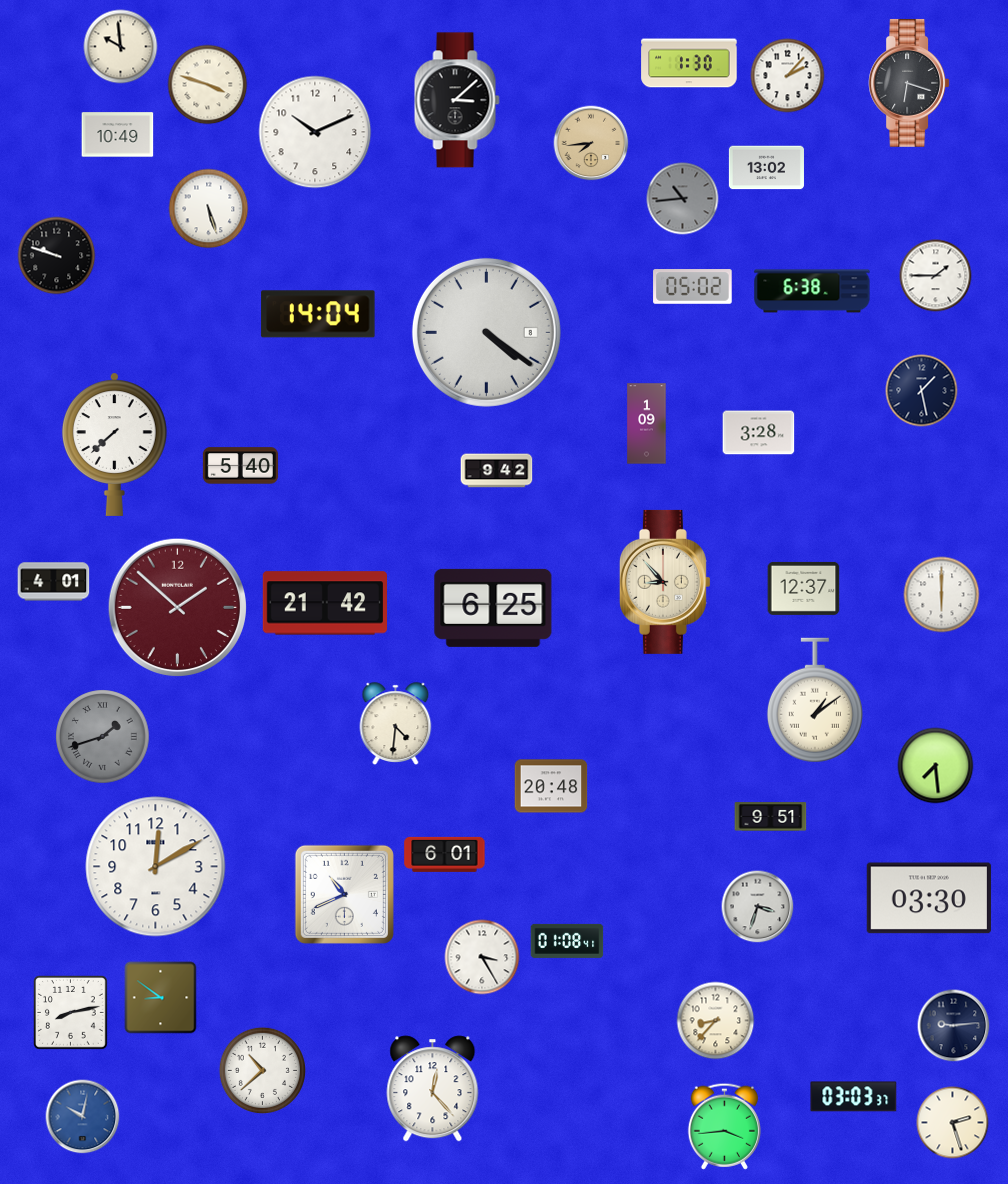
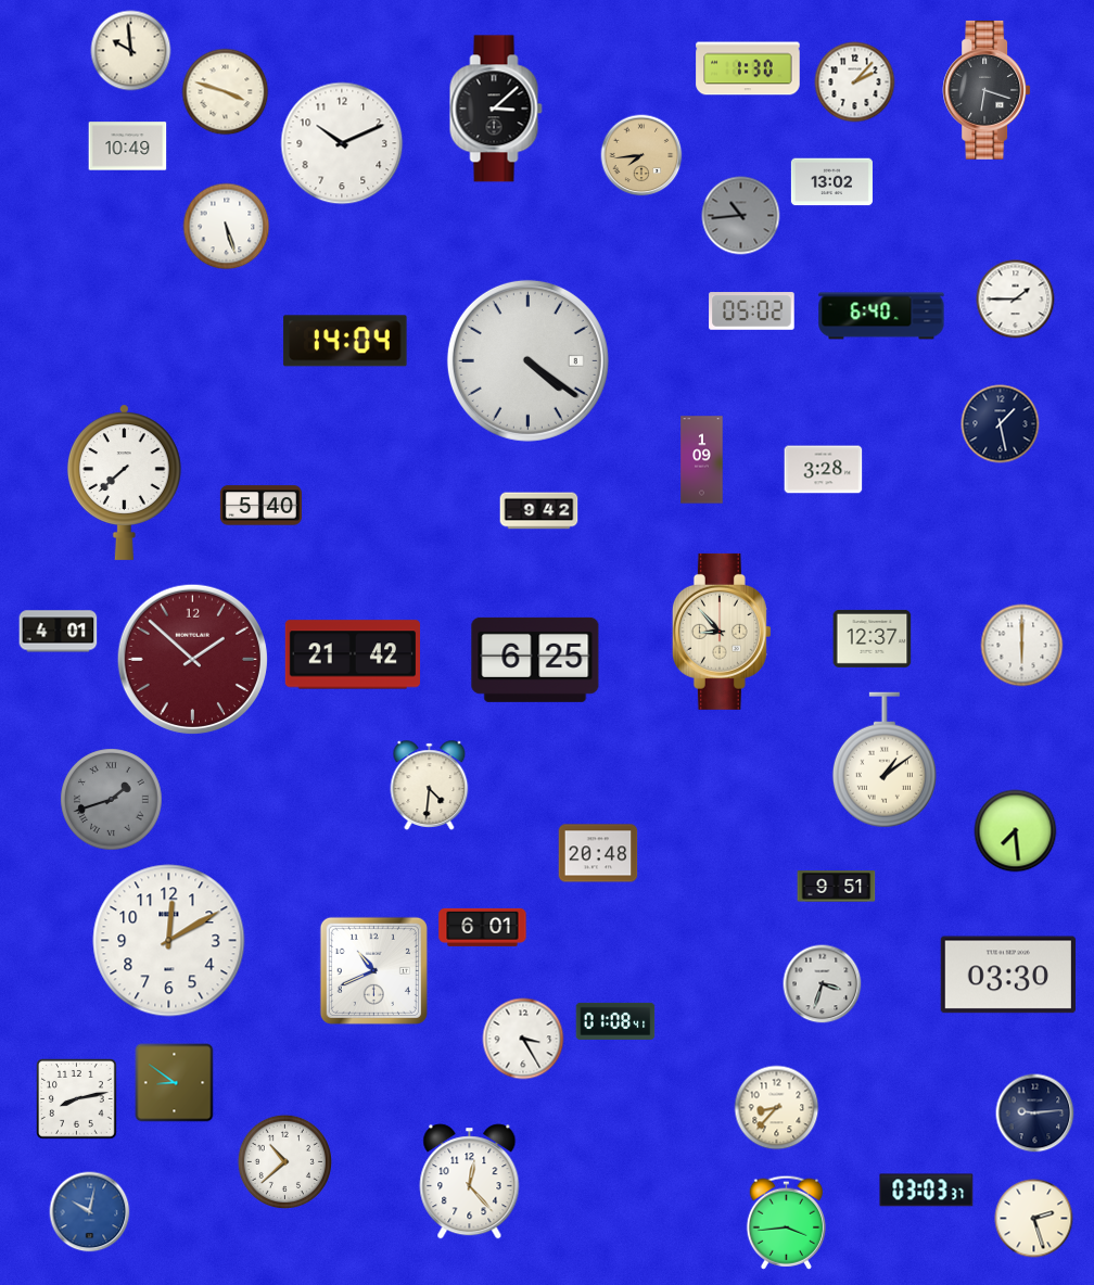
clock at (57, 256): 9:48 -> none
clock at (812, 291): 6:38 -> 6:40
